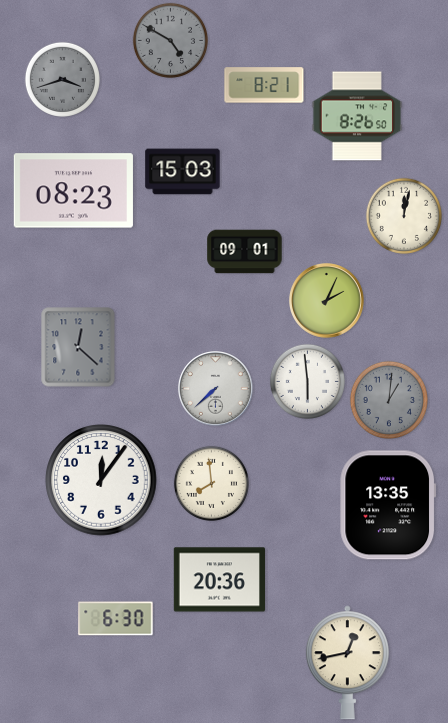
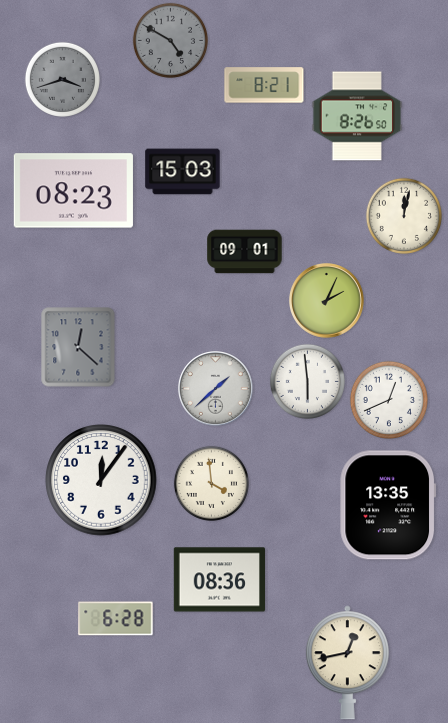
clock at (216, 389): 7:38 -> 1:38
clock at (389, 400): 1:01 -> 12:41
clock at (389, 400) dial: grey -> white
clock at (211, 483): 7:59 -> 3:59
clock at (220, 580): 20:36 -> 08:36
clock at (116, 619): 6:30 -> 6:28
